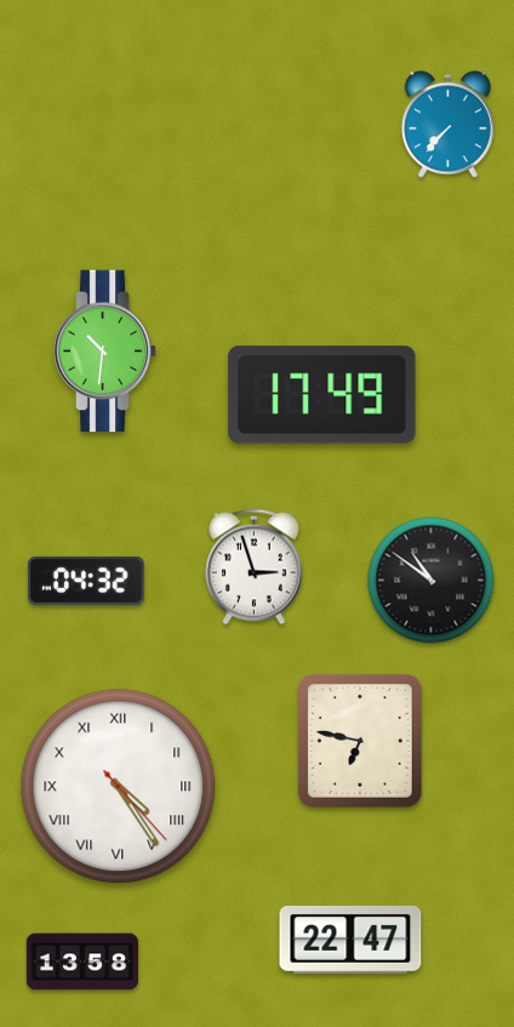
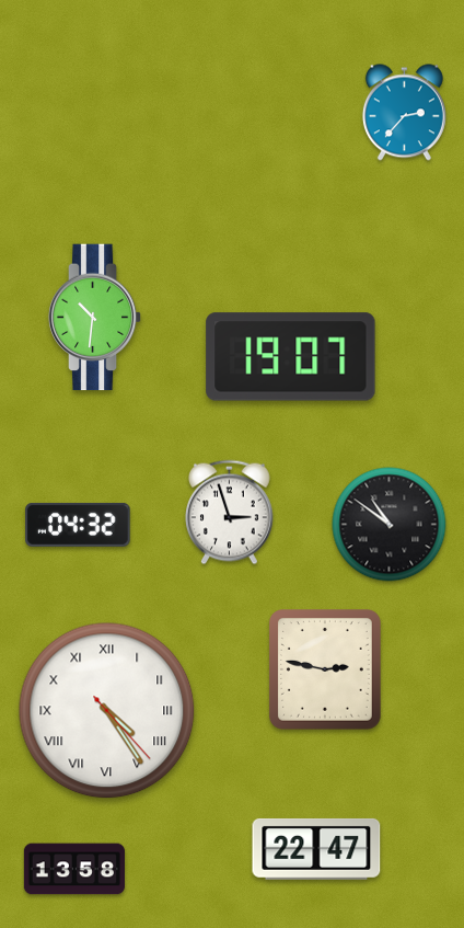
clock at (447, 125): 7:37 -> 2:37
clock at (322, 395): 17:49 -> 19:07
clock at (360, 742): 6:47 -> 2:47
